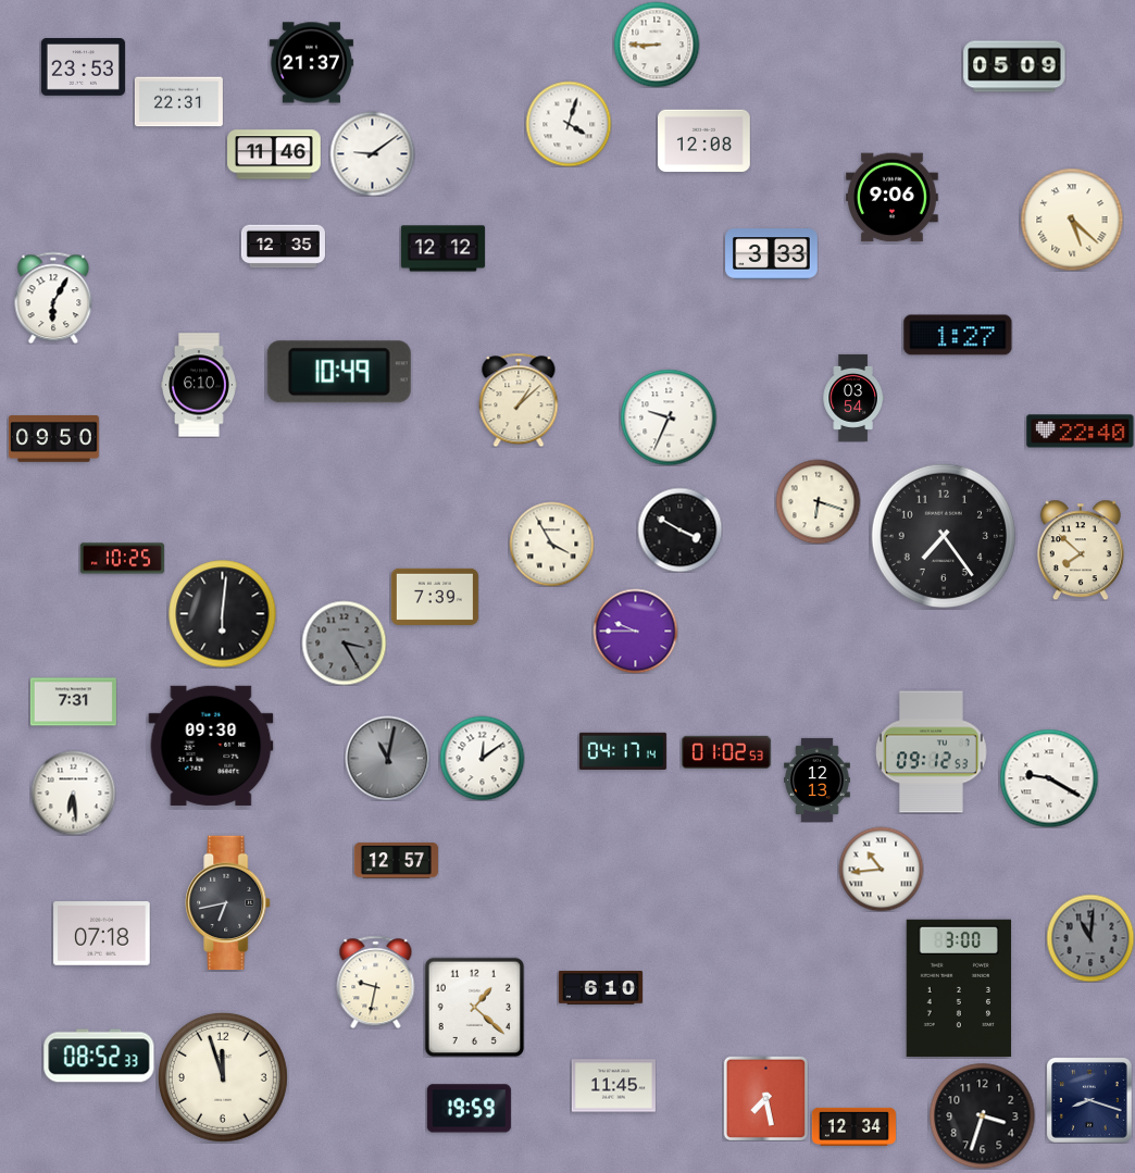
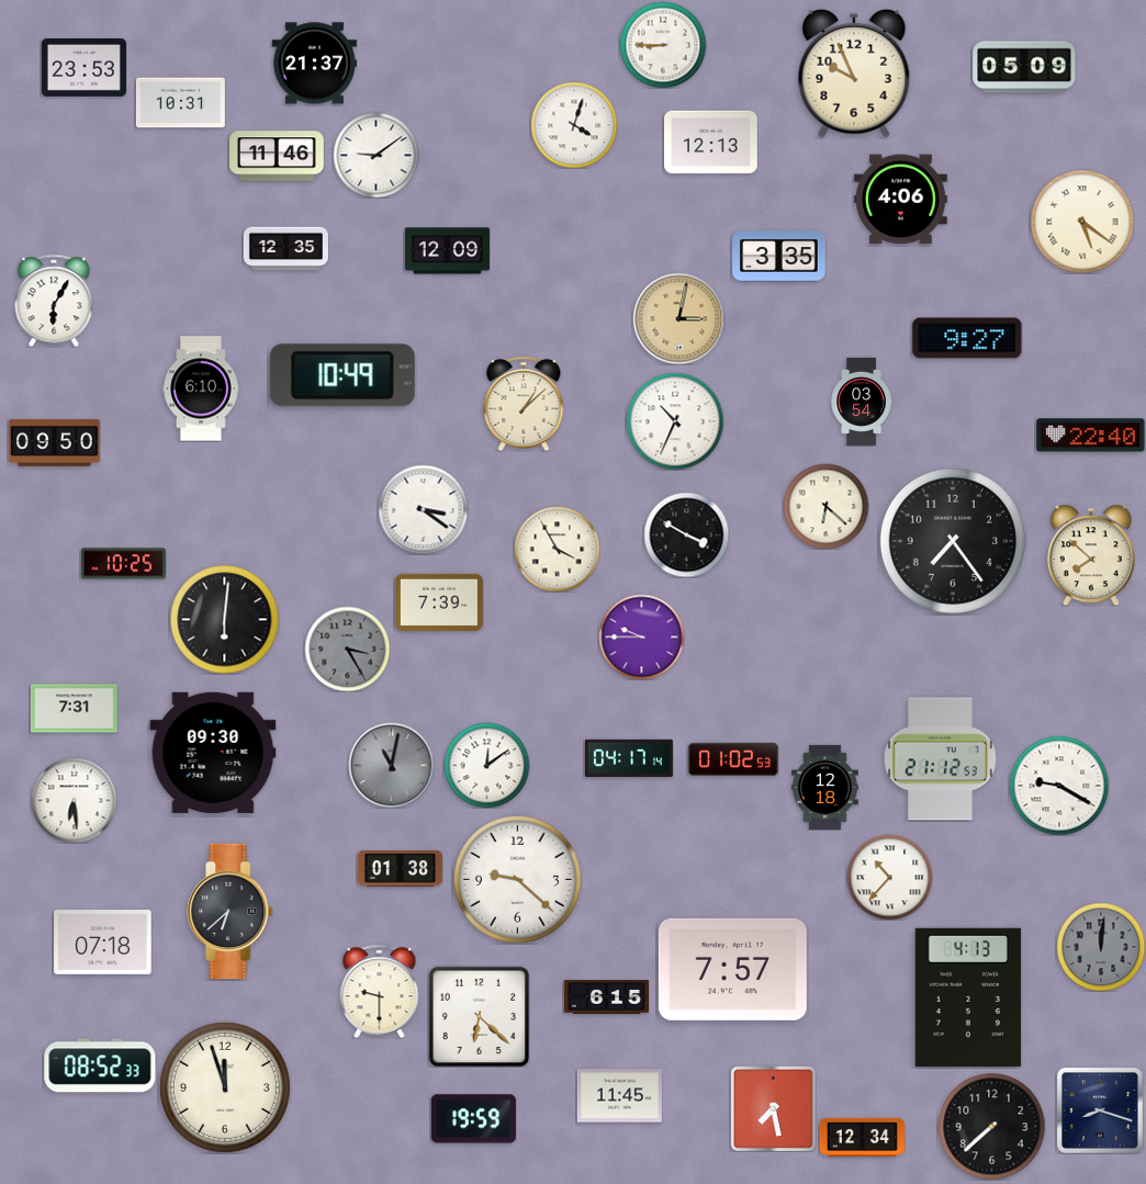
clock at (854, 74): none -> 9:56
clock at (178, 102): 22:31 -> 10:31
clock at (704, 141): 12:08 -> 12:13
clock at (893, 198): 9:06 -> 4:06
clock at (1072, 220): 5:22 -> 5:21
clock at (442, 249): 12:12 -> 12:09
clock at (772, 254): 3:33 -> 3:35
clock at (678, 318): none -> 3:02
clock at (958, 335): 1:27 -> 9:27
clock at (669, 417): 9:34 -> 10:34
clock at (818, 501): 6:18 -> 6:22
clock at (423, 509): none -> 3:21
clock at (932, 752): 09:12 -> 21:12
clock at (818, 779): 12:13 -> 12:18
clock at (396, 861): 12:57 -> 01:38
clock at (881, 869): 10:44 -> 10:37
clock at (517, 879): none -> 9:22
clock at (228, 903): 6:43 -> 6:38
clock at (1090, 938): 11:01 -> 12:01
clock at (732, 969): none -> 7:57
clock at (376, 982): 9:32 -> 9:30
clock at (959, 987): 3:00 -> 4:13
clock at (600, 988): 6:10 -> 6:15
clock at (474, 1007): 1:22 -> 6:22
clock at (982, 1115): 3:33 -> 7:38
